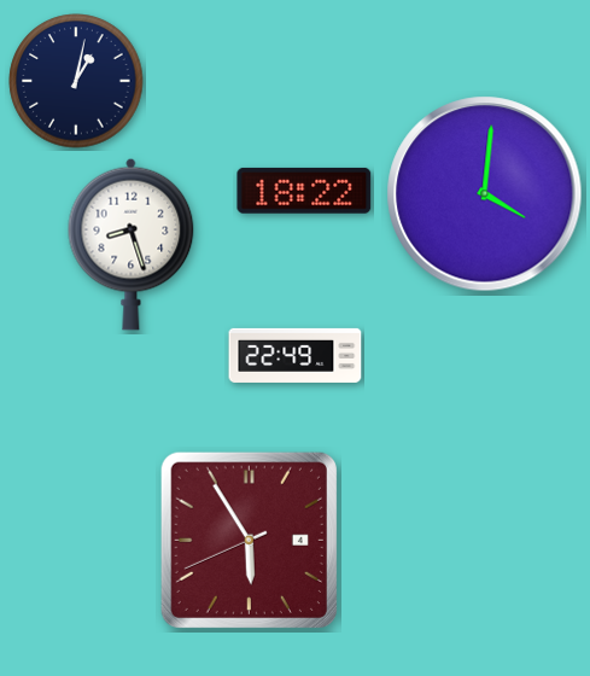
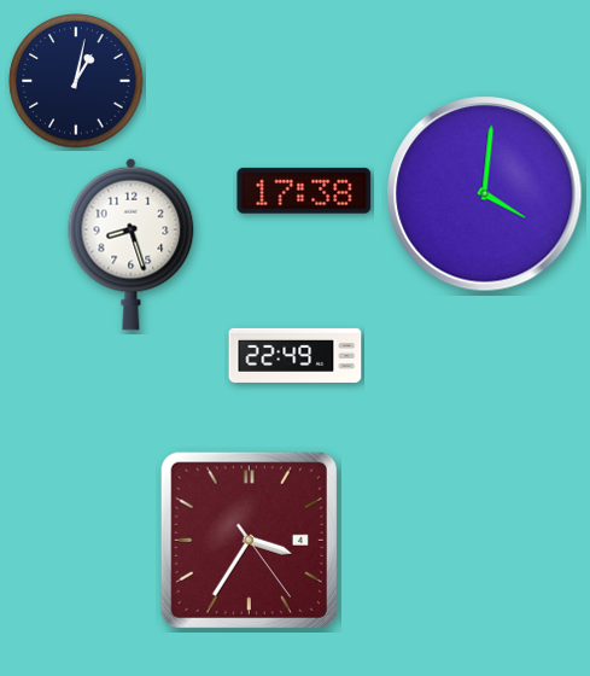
clock at (304, 191): 18:22 -> 17:38
clock at (249, 540): 5:54 -> 3:35
